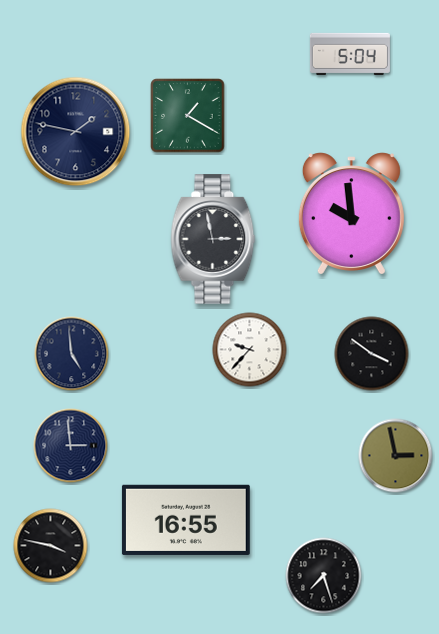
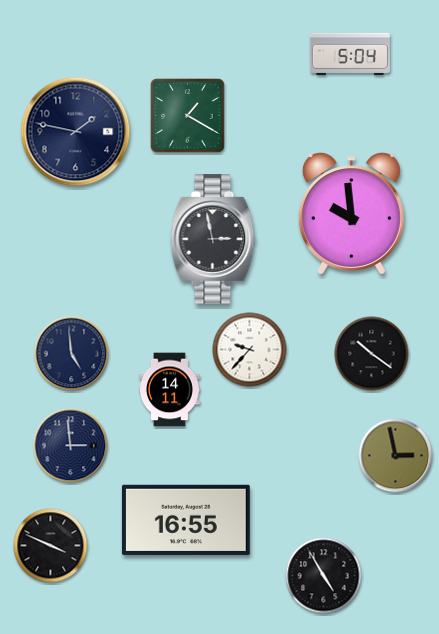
clock at (372, 354): 3:51 -> 10:21
clock at (170, 390): none -> 14:11
clock at (51, 546): 3:47 -> 3:49
clock at (324, 576): 7:27 -> 4:55
